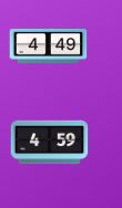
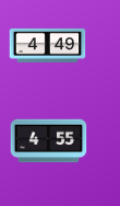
clock at (50, 143): 4:59 -> 4:55
